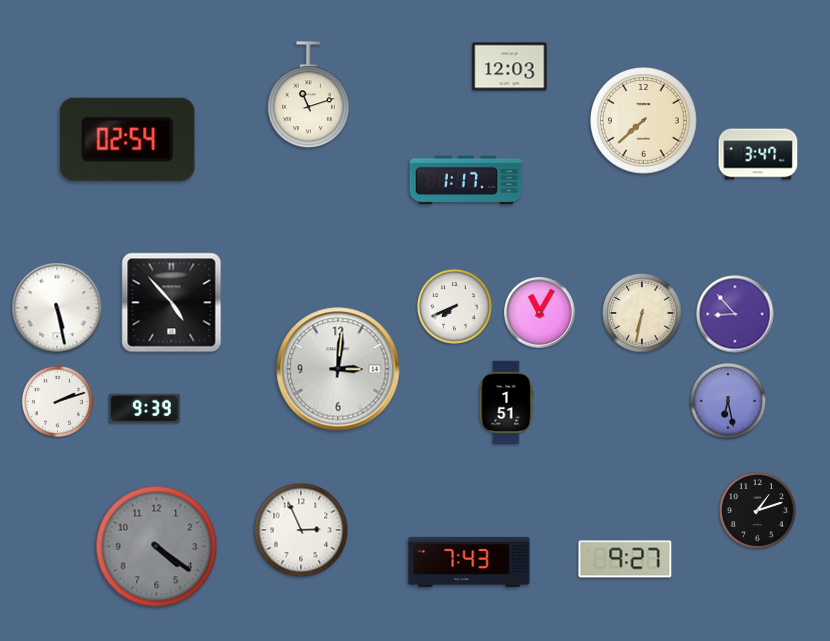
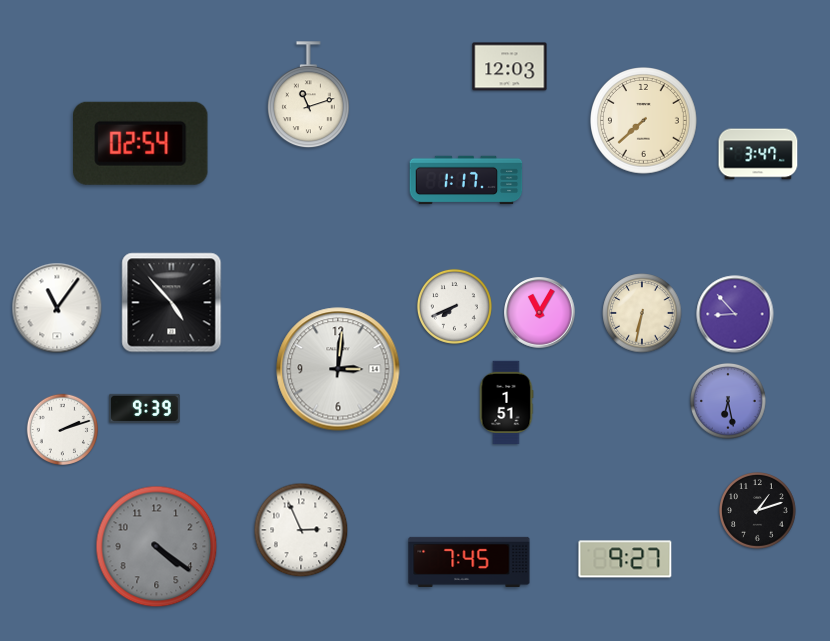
clock at (127, 139) position: (127, 139) -> (140, 143)
clock at (57, 308): 5:28 -> 11:06
clock at (58, 402) position: (58, 402) -> (63, 430)
clock at (469, 562): 7:43 -> 7:45
